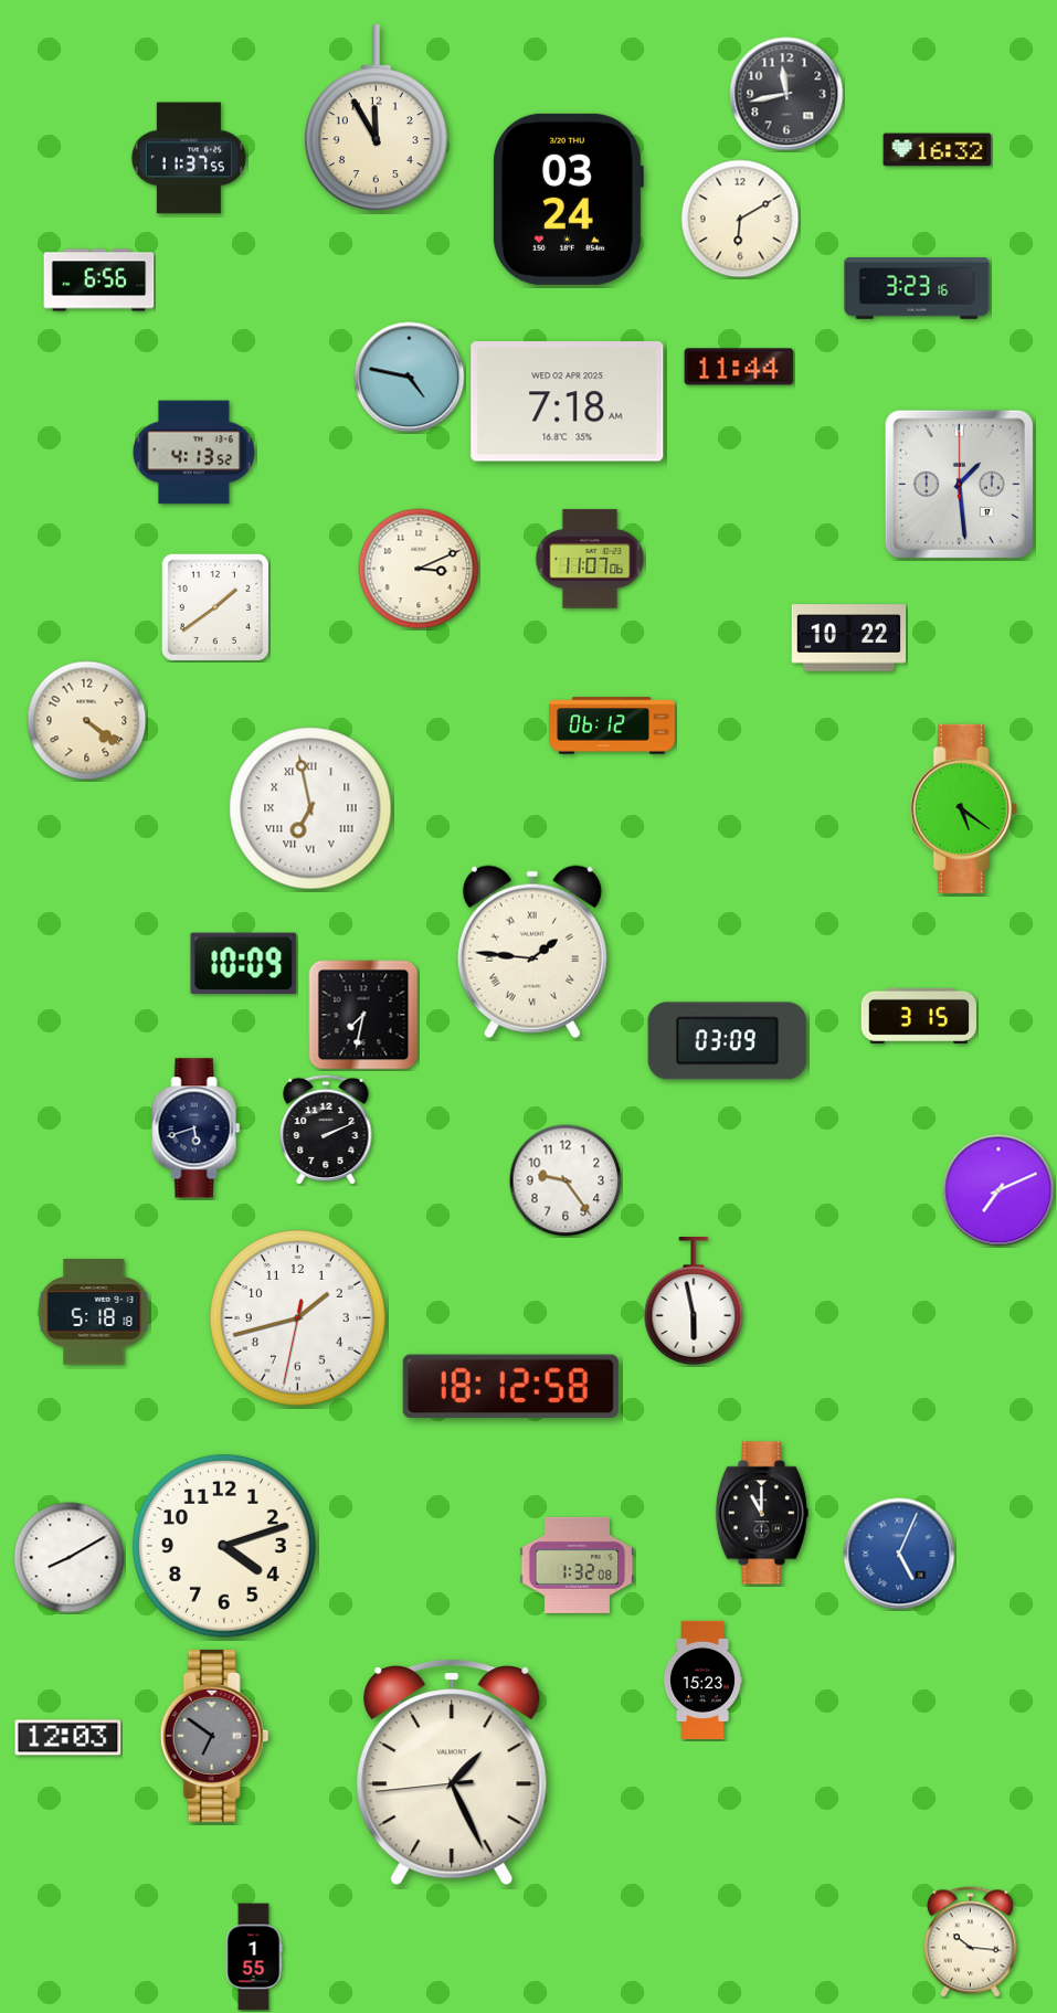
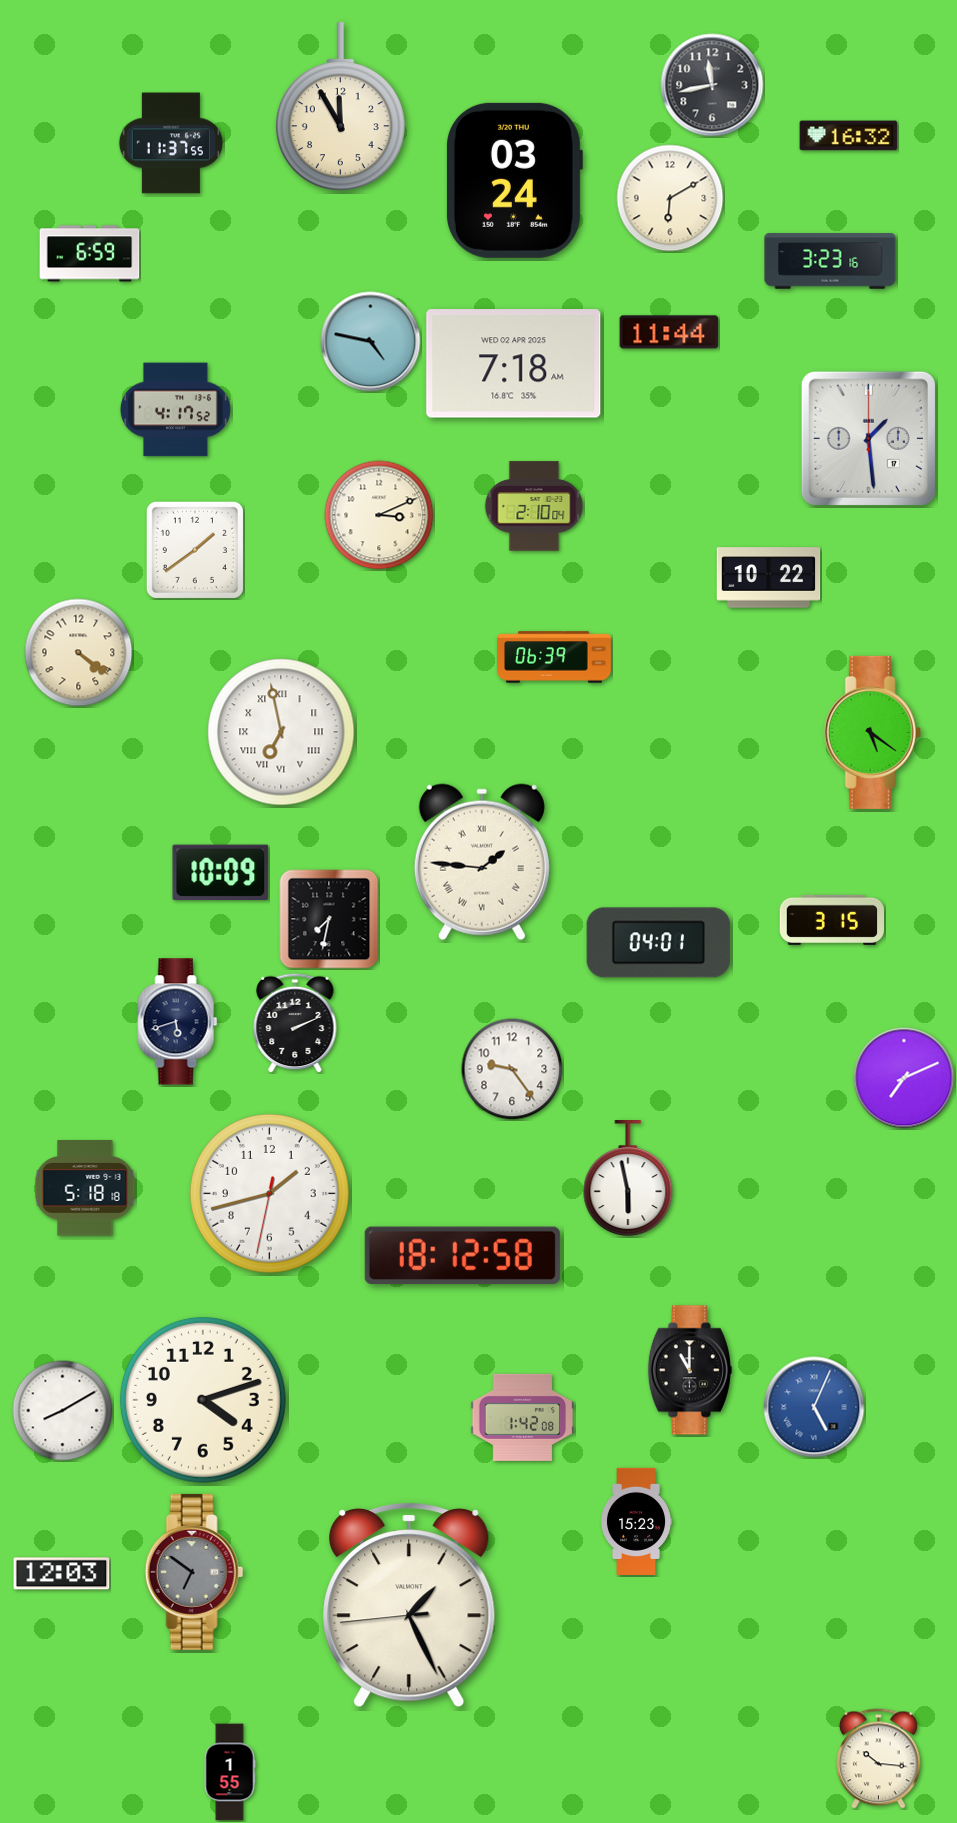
clock at (99, 280): 6:56 -> 6:59
clock at (193, 453): 4:13 -> 4:17
clock at (590, 559): 11:07 -> 2:10
clock at (613, 725): 06:12 -> 06:39
clock at (728, 1041): 03:09 -> 04:01
clock at (578, 1565): 1:32 -> 1:42
